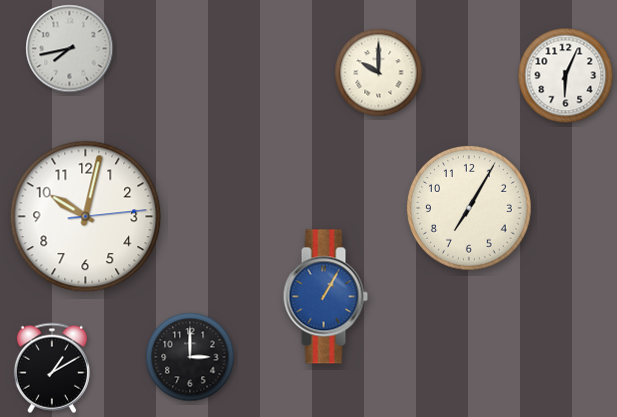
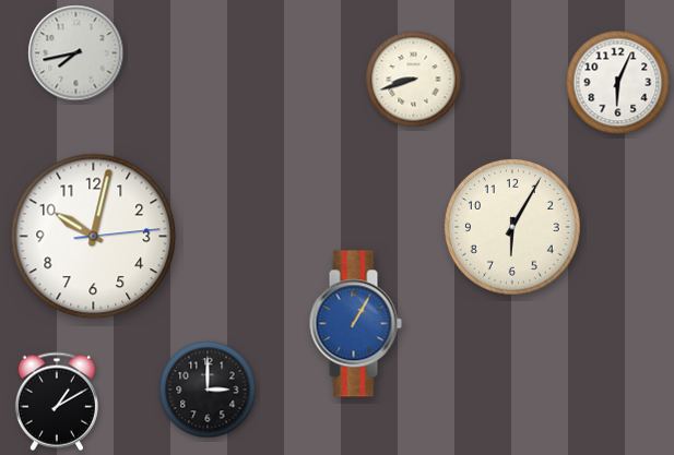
clock at (379, 73): 10:00 -> 8:42
clock at (469, 208): 7:05 -> 6:05
